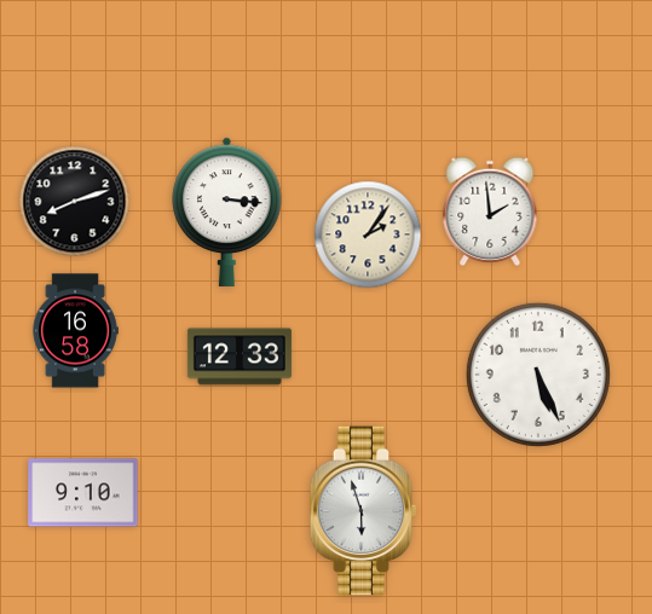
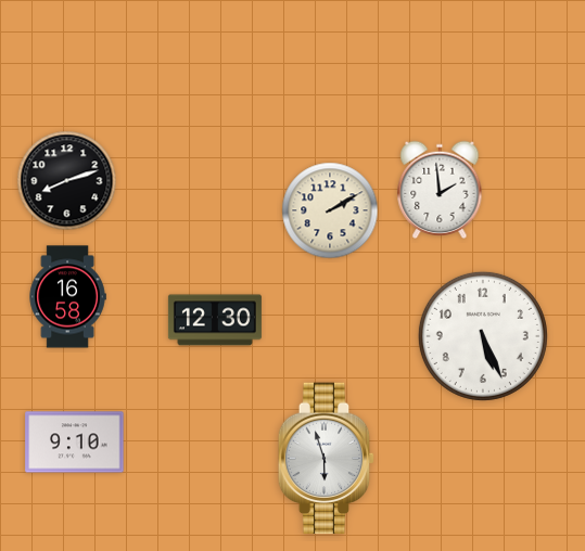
clock at (227, 212): 3:16 -> none
clock at (368, 234): 2:06 -> 2:10
clock at (240, 357): 12:33 -> 12:30
